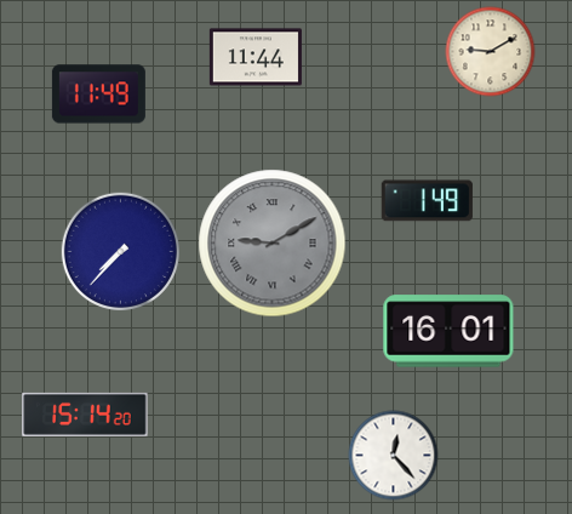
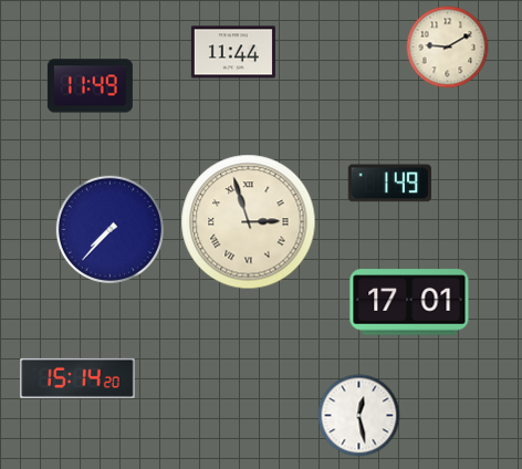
clock at (273, 244): 9:10 -> 2:57
clock at (273, 244) dial: grey -> cream
clock at (448, 331): 16:01 -> 17:01
clock at (394, 456): 12:23 -> 12:28
